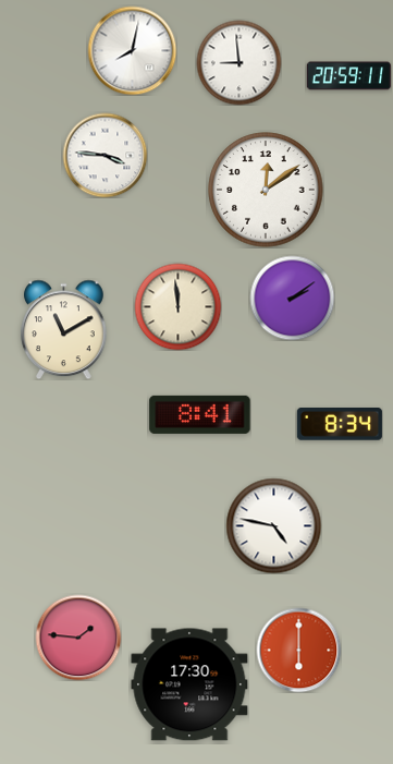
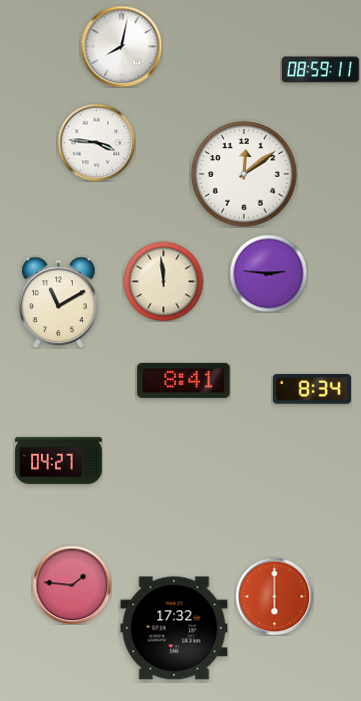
clock at (238, 62): 8:59 -> none
clock at (348, 76): 20:59 -> 08:59
clock at (292, 298): 2:09 -> 2:46
clock at (59, 460): none -> 04:27
clock at (273, 525): 4:47 -> none
clock at (189, 684): 17:30 -> 17:32
